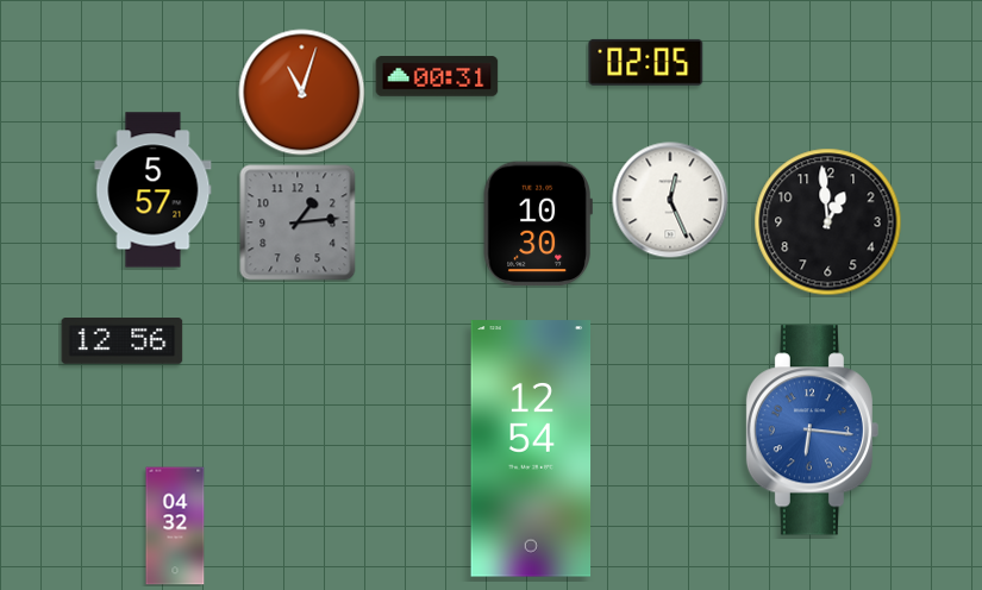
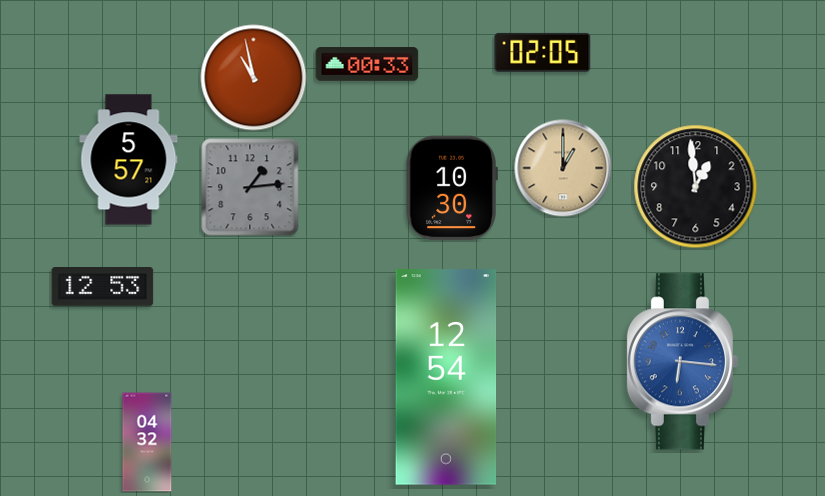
clock at (437, 76): 00:31 -> 00:33
clock at (302, 93): 11:03 -> 10:58
clock at (670, 200): 12:26 -> 1:00
clock at (670, 200) dial: white -> champagne
clock at (123, 341): 12:56 -> 12:53
